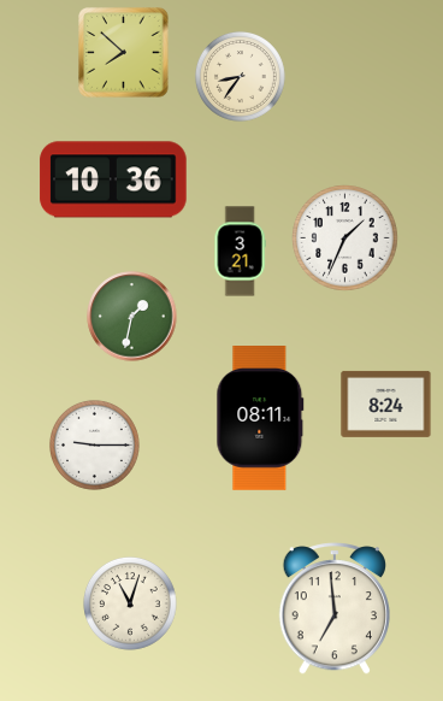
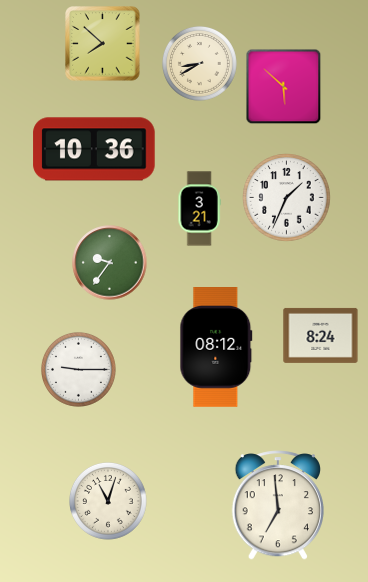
clock at (240, 76): 8:36 -> 8:40
clock at (284, 87): none -> 5:52
clock at (132, 317): 1:32 -> 9:36
clock at (260, 419): 08:11 -> 08:12
